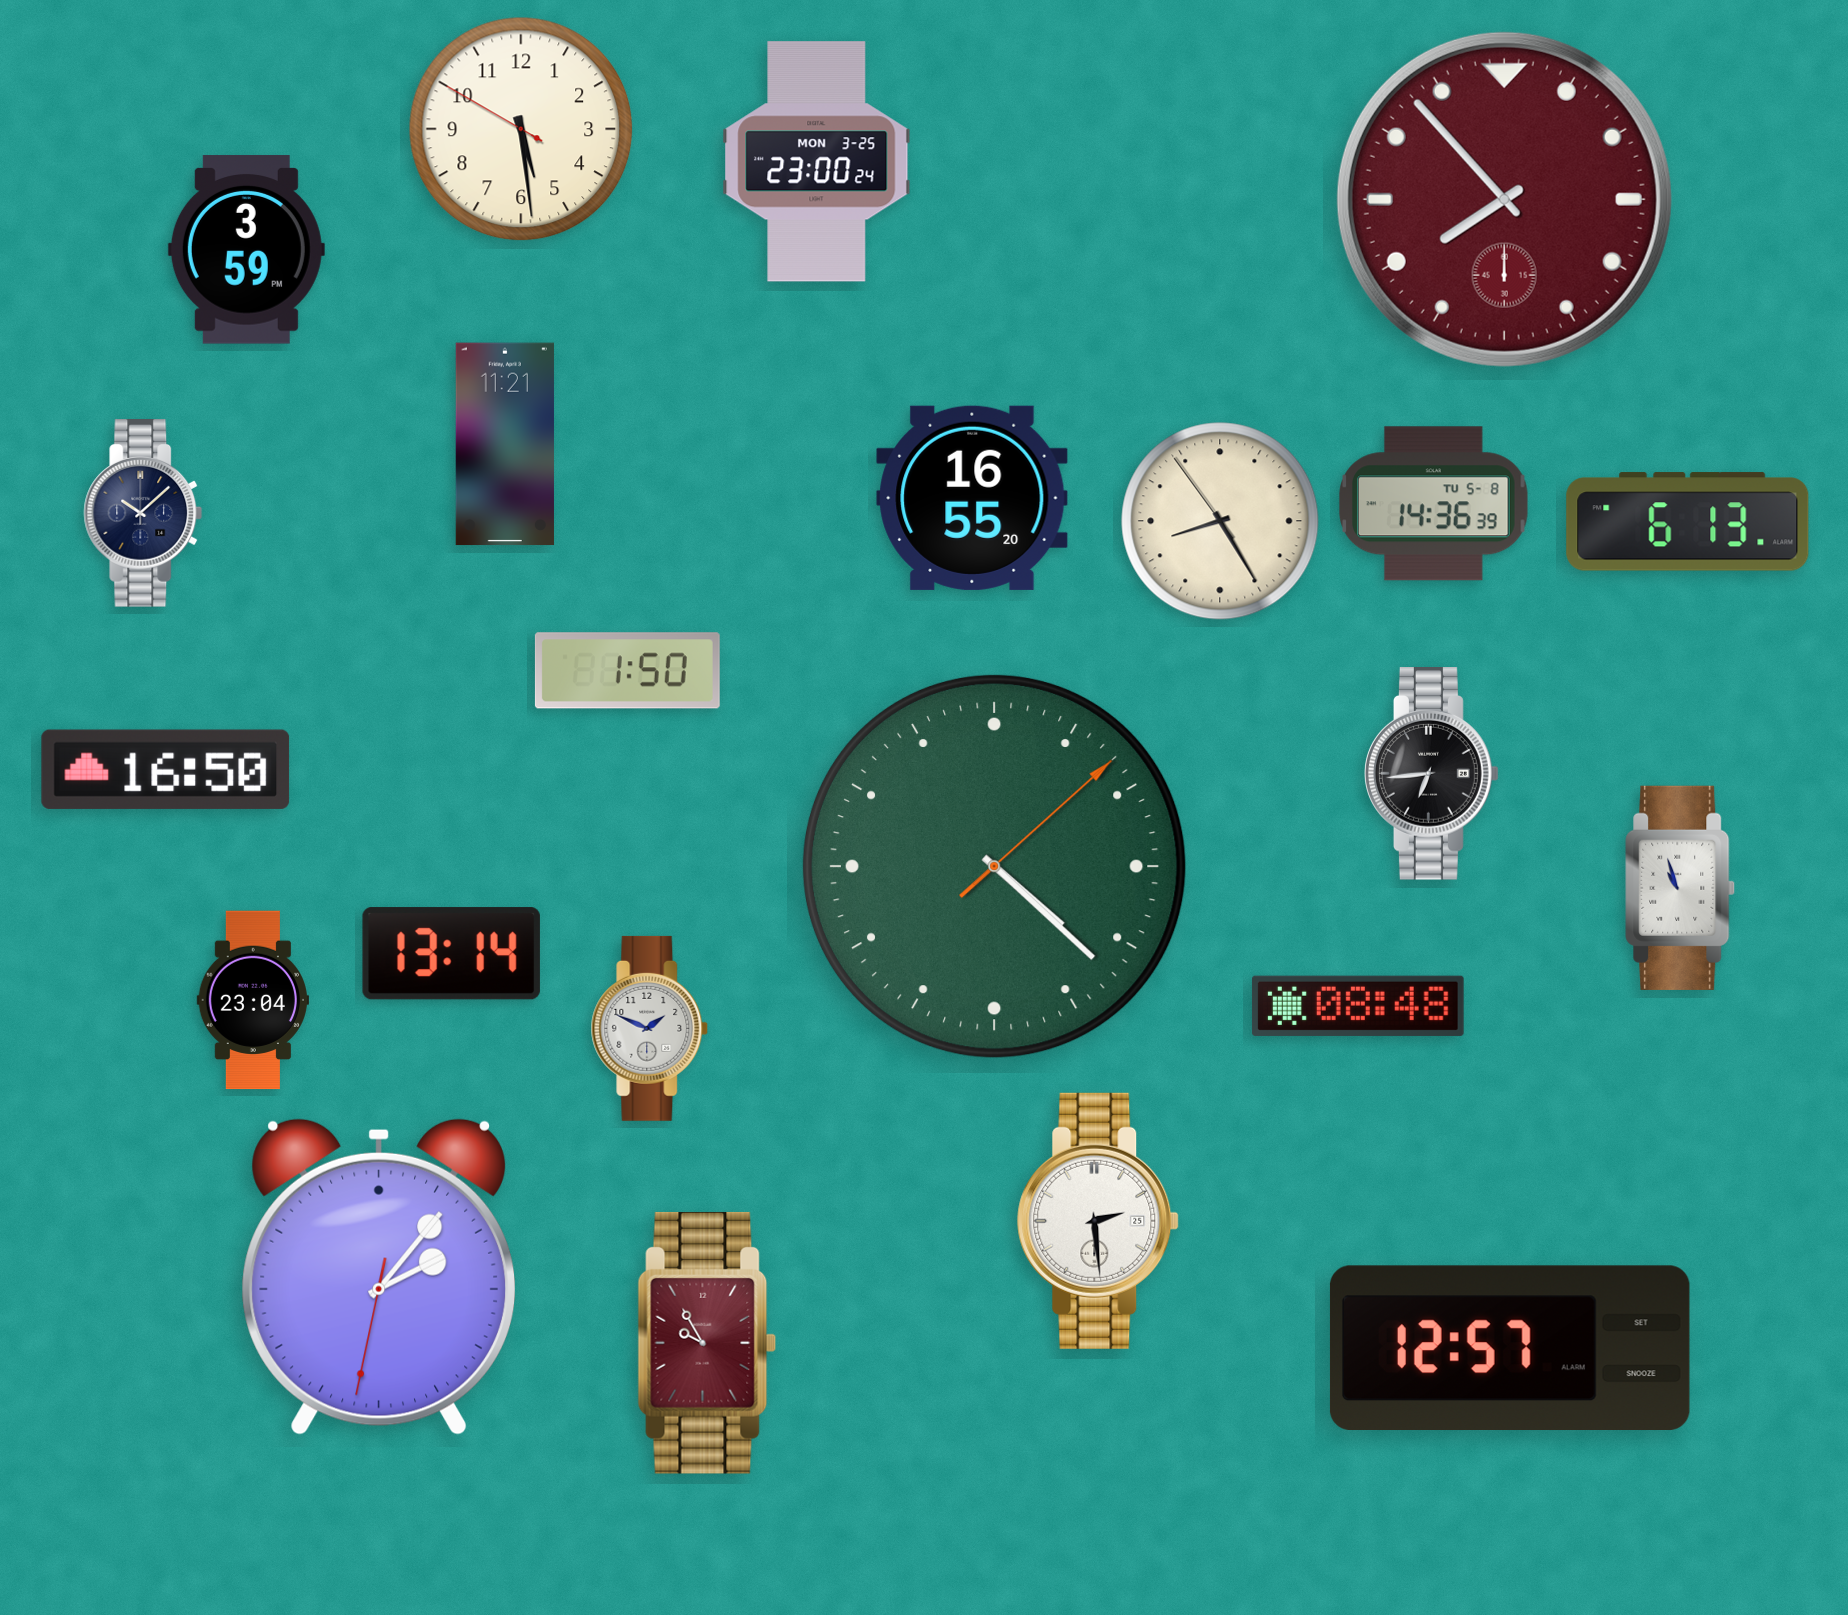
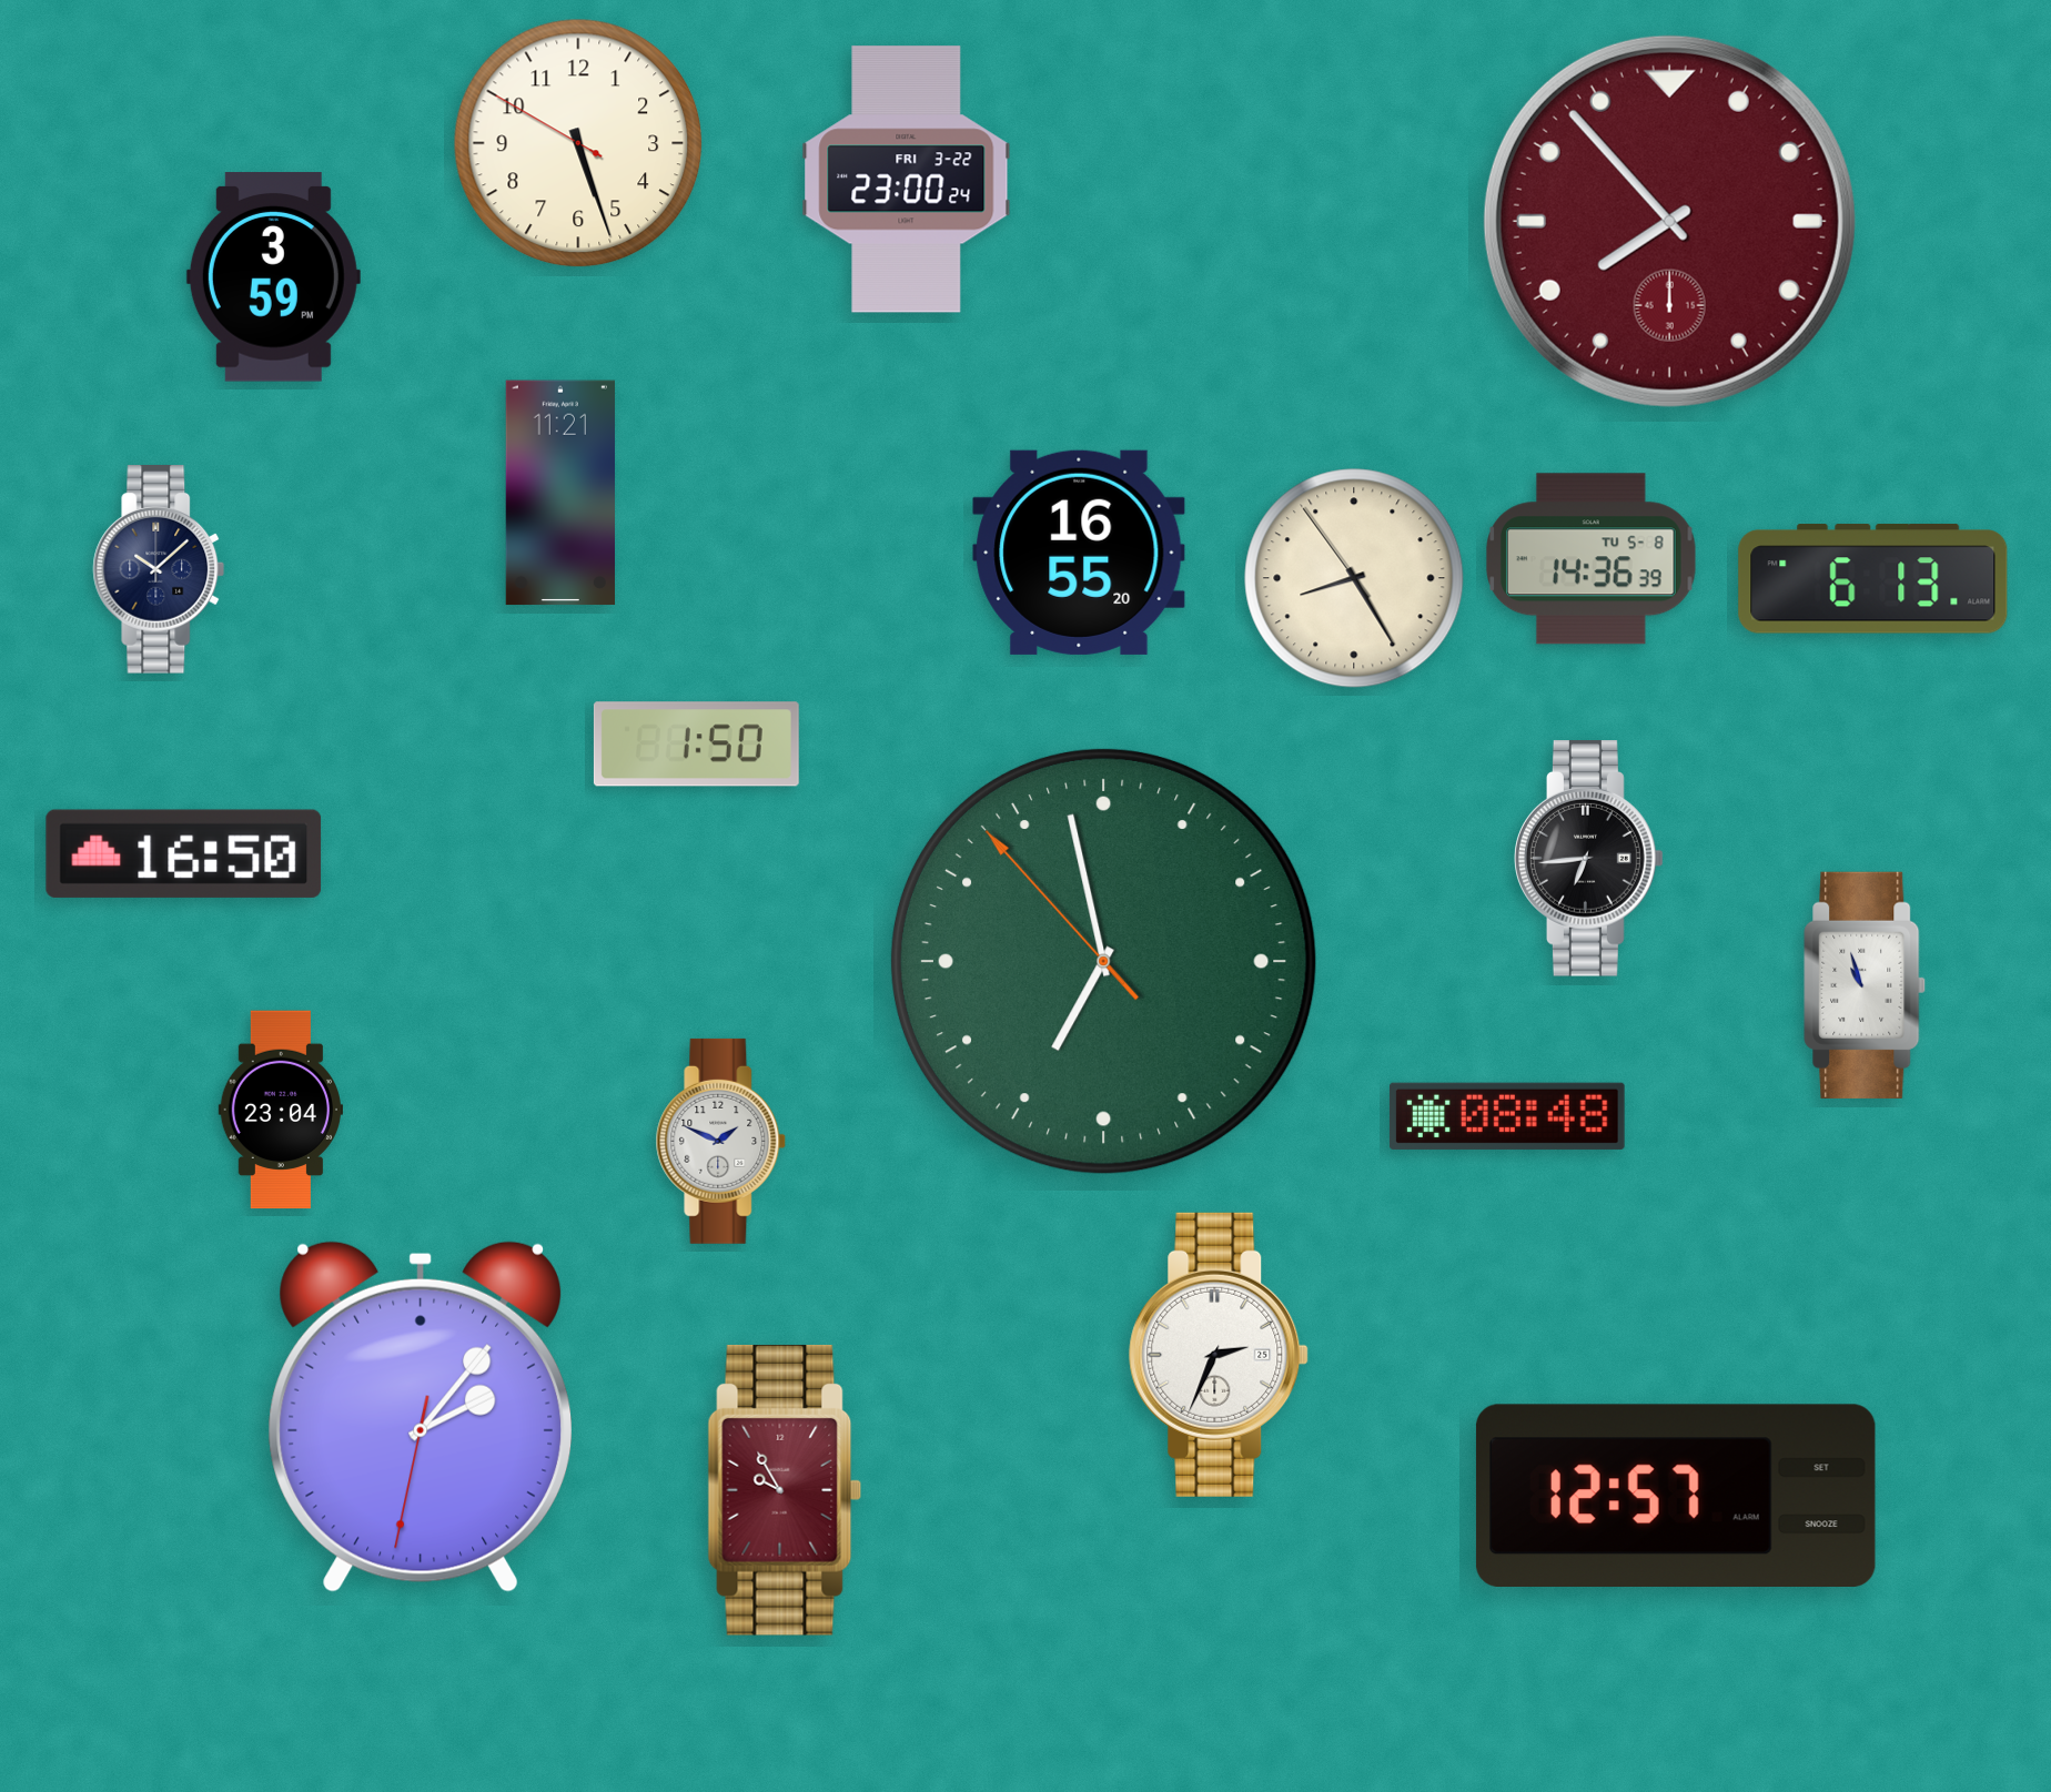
clock at (521, 129): 5:28 -> 5:26
clock at (817, 162) date: MON 3-25 -> FRI 3-22
clock at (994, 866): 4:22 -> 6:57
clock at (451, 954): 13:14 -> none
clock at (1098, 1221): 2:29 -> 2:34
